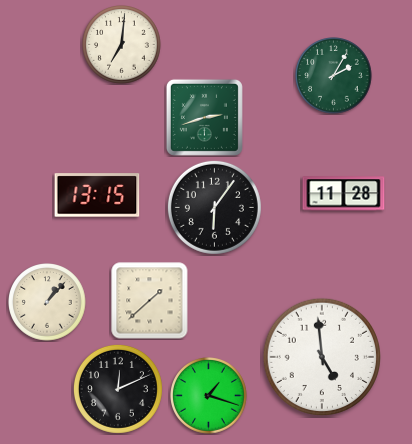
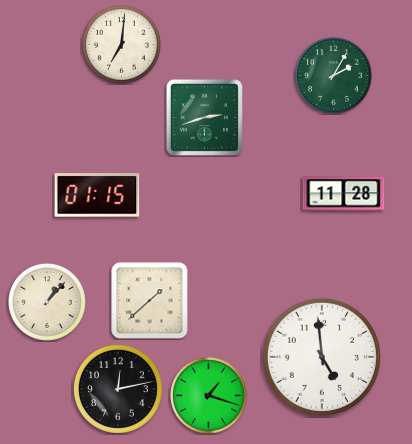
clock at (97, 195): 13:15 -> 01:15
clock at (214, 207): 6:06 -> none
clock at (118, 389): 12:11 -> 12:13
